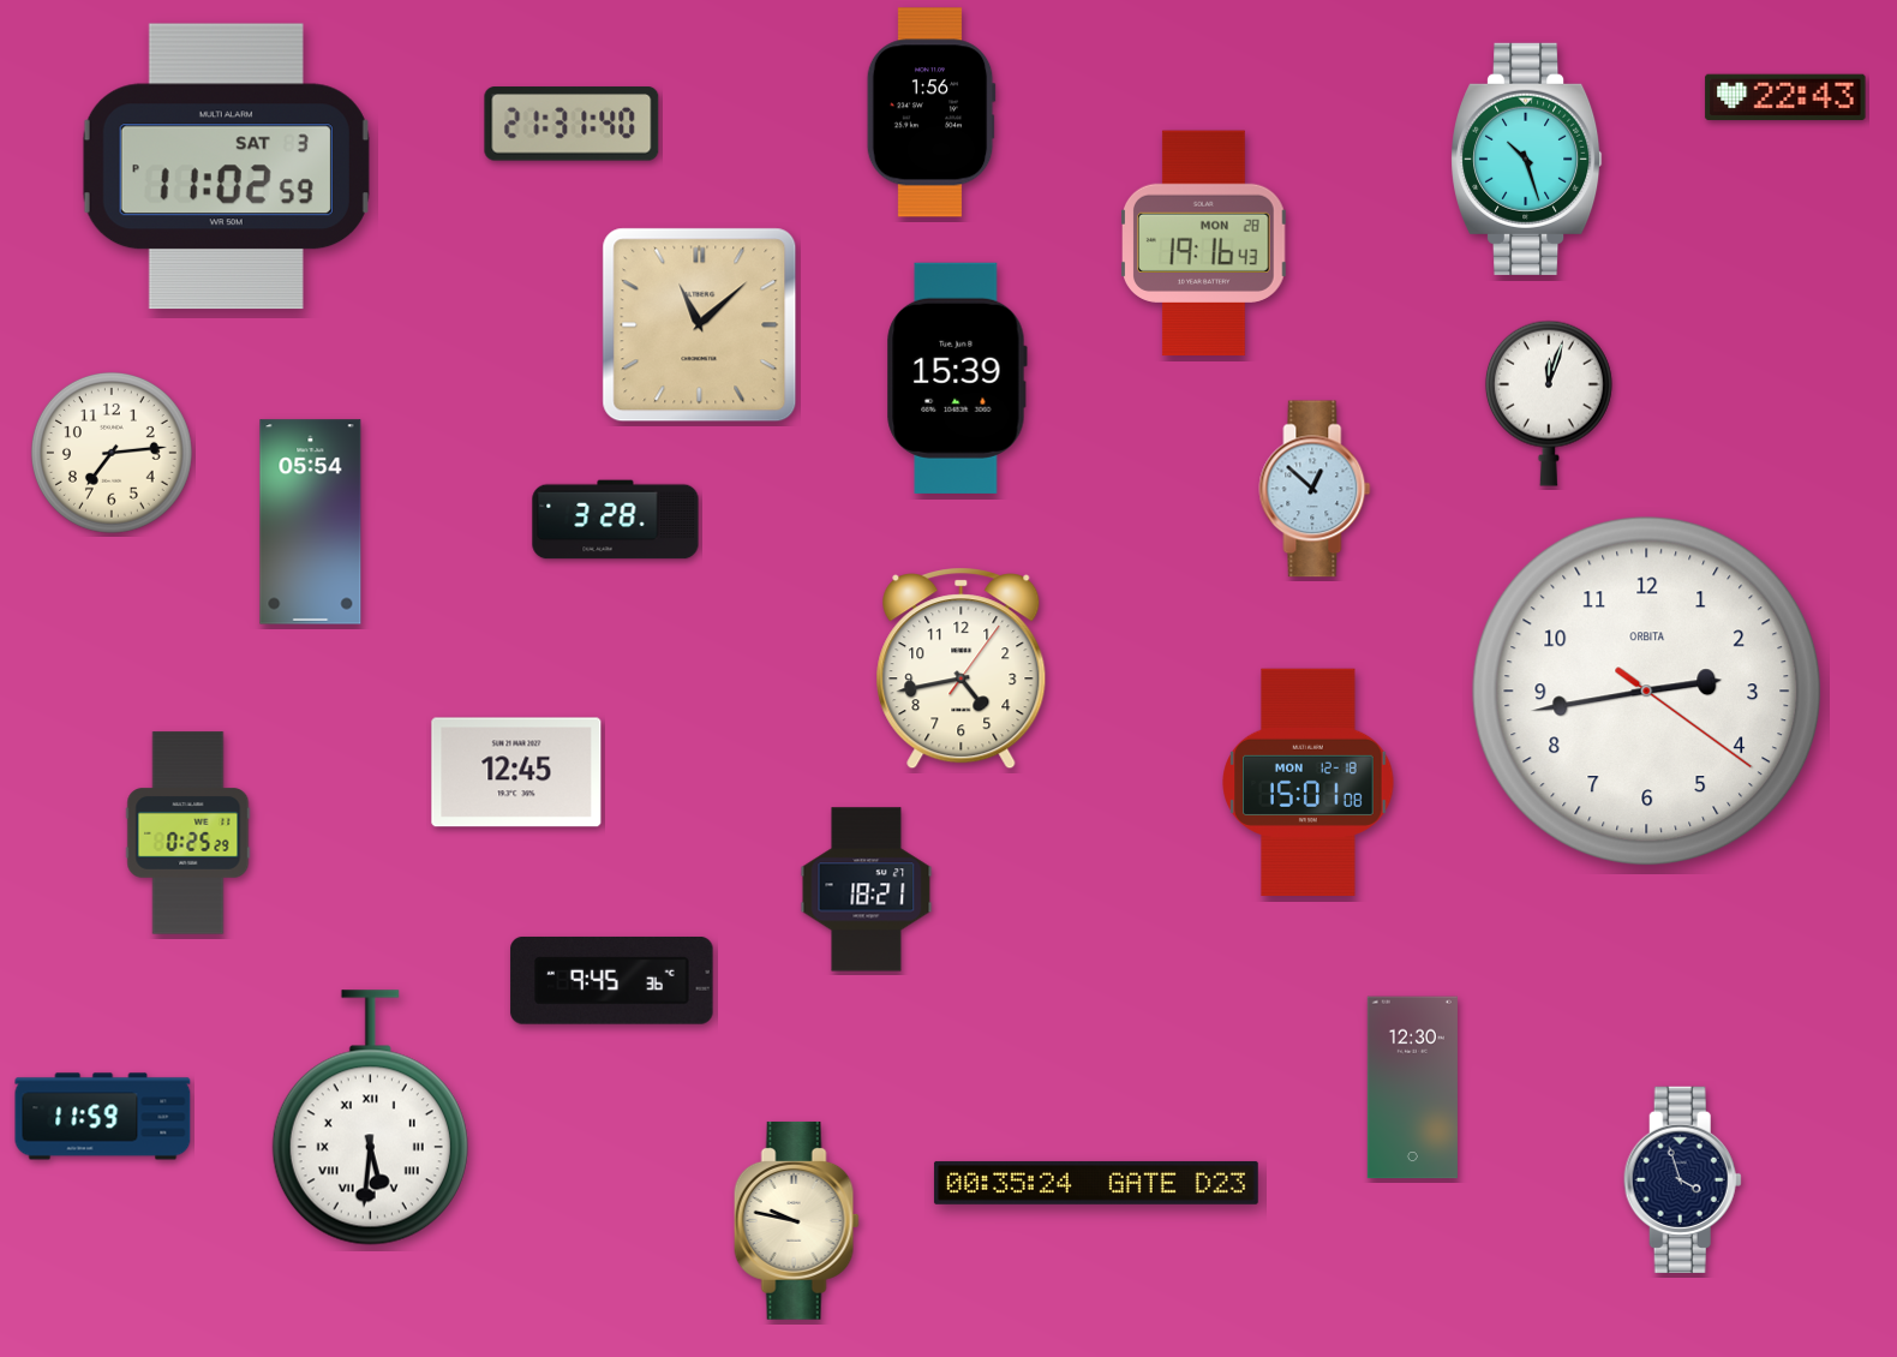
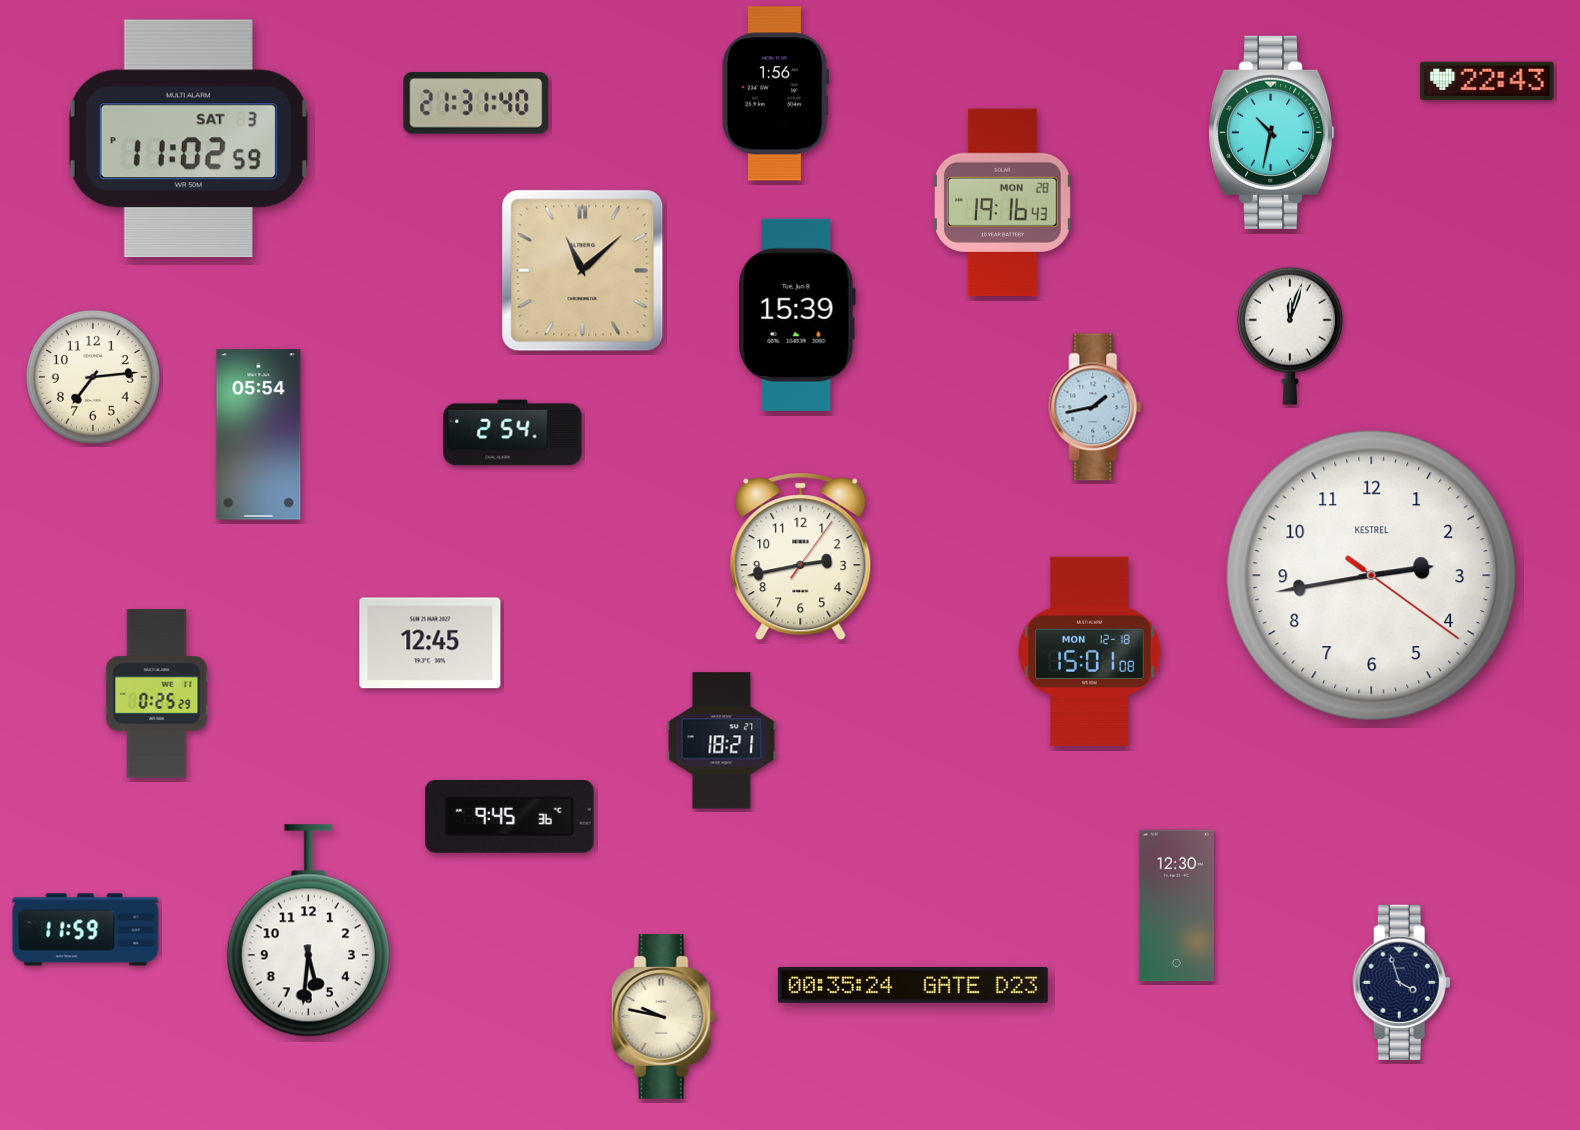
clock at (1527, 159): 10:27 -> 10:32
clock at (1315, 489): 12:52 -> 1:43
clock at (616, 520): 3:28 -> 2:54
clock at (962, 669): 4:43 -> 2:43
clock at (1647, 692) brand: ORBITA -> KESTREL
clock at (370, 1118) numerals: Roman -> Arabic
